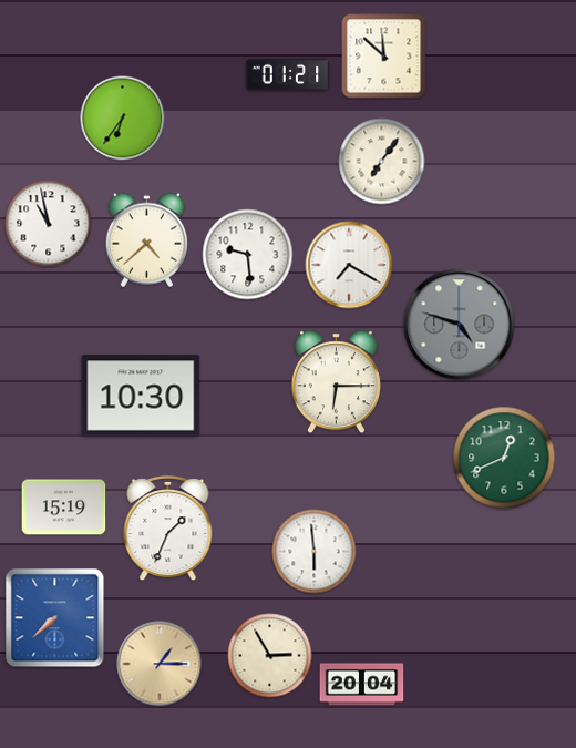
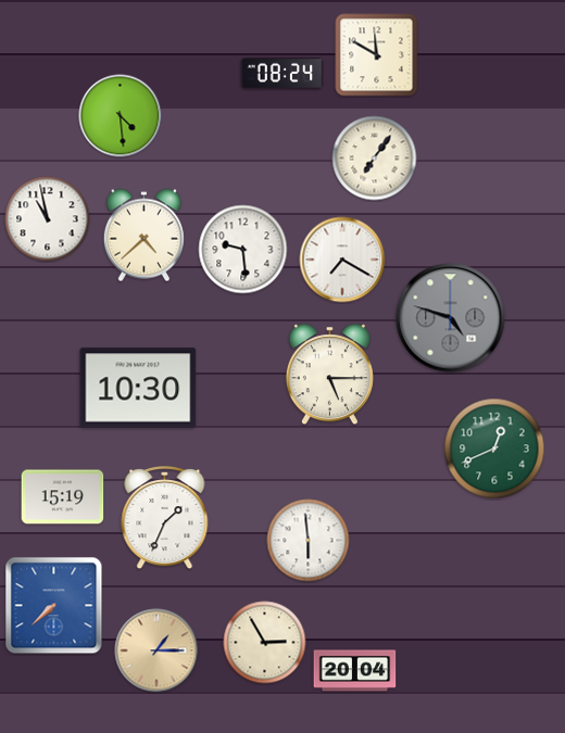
clock at (384, 57): 11:52 -> 11:50
clock at (288, 74): 01:21 -> 08:24
clock at (123, 119): 6:36 -> 4:29
clock at (336, 382): 6:15 -> 5:15
